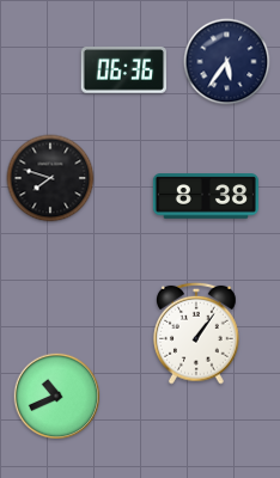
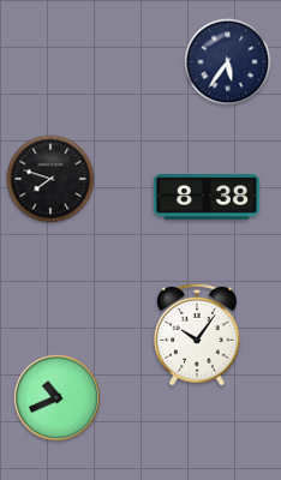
clock at (123, 71): 06:36 -> none
clock at (197, 333): 1:06 -> 10:06
